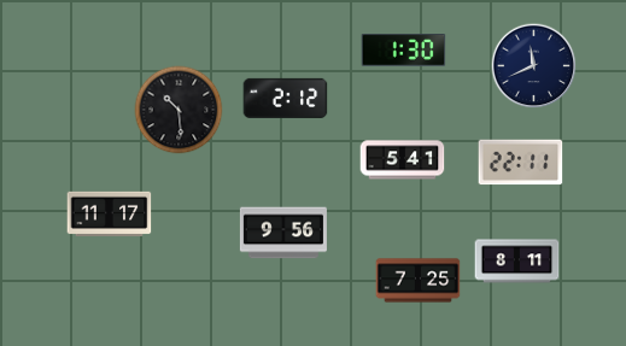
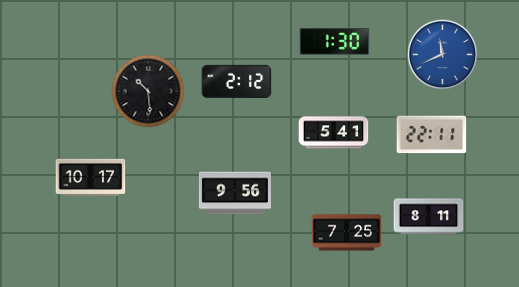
clock at (534, 66) dial: navy -> blue
clock at (110, 213): 11:17 -> 10:17
